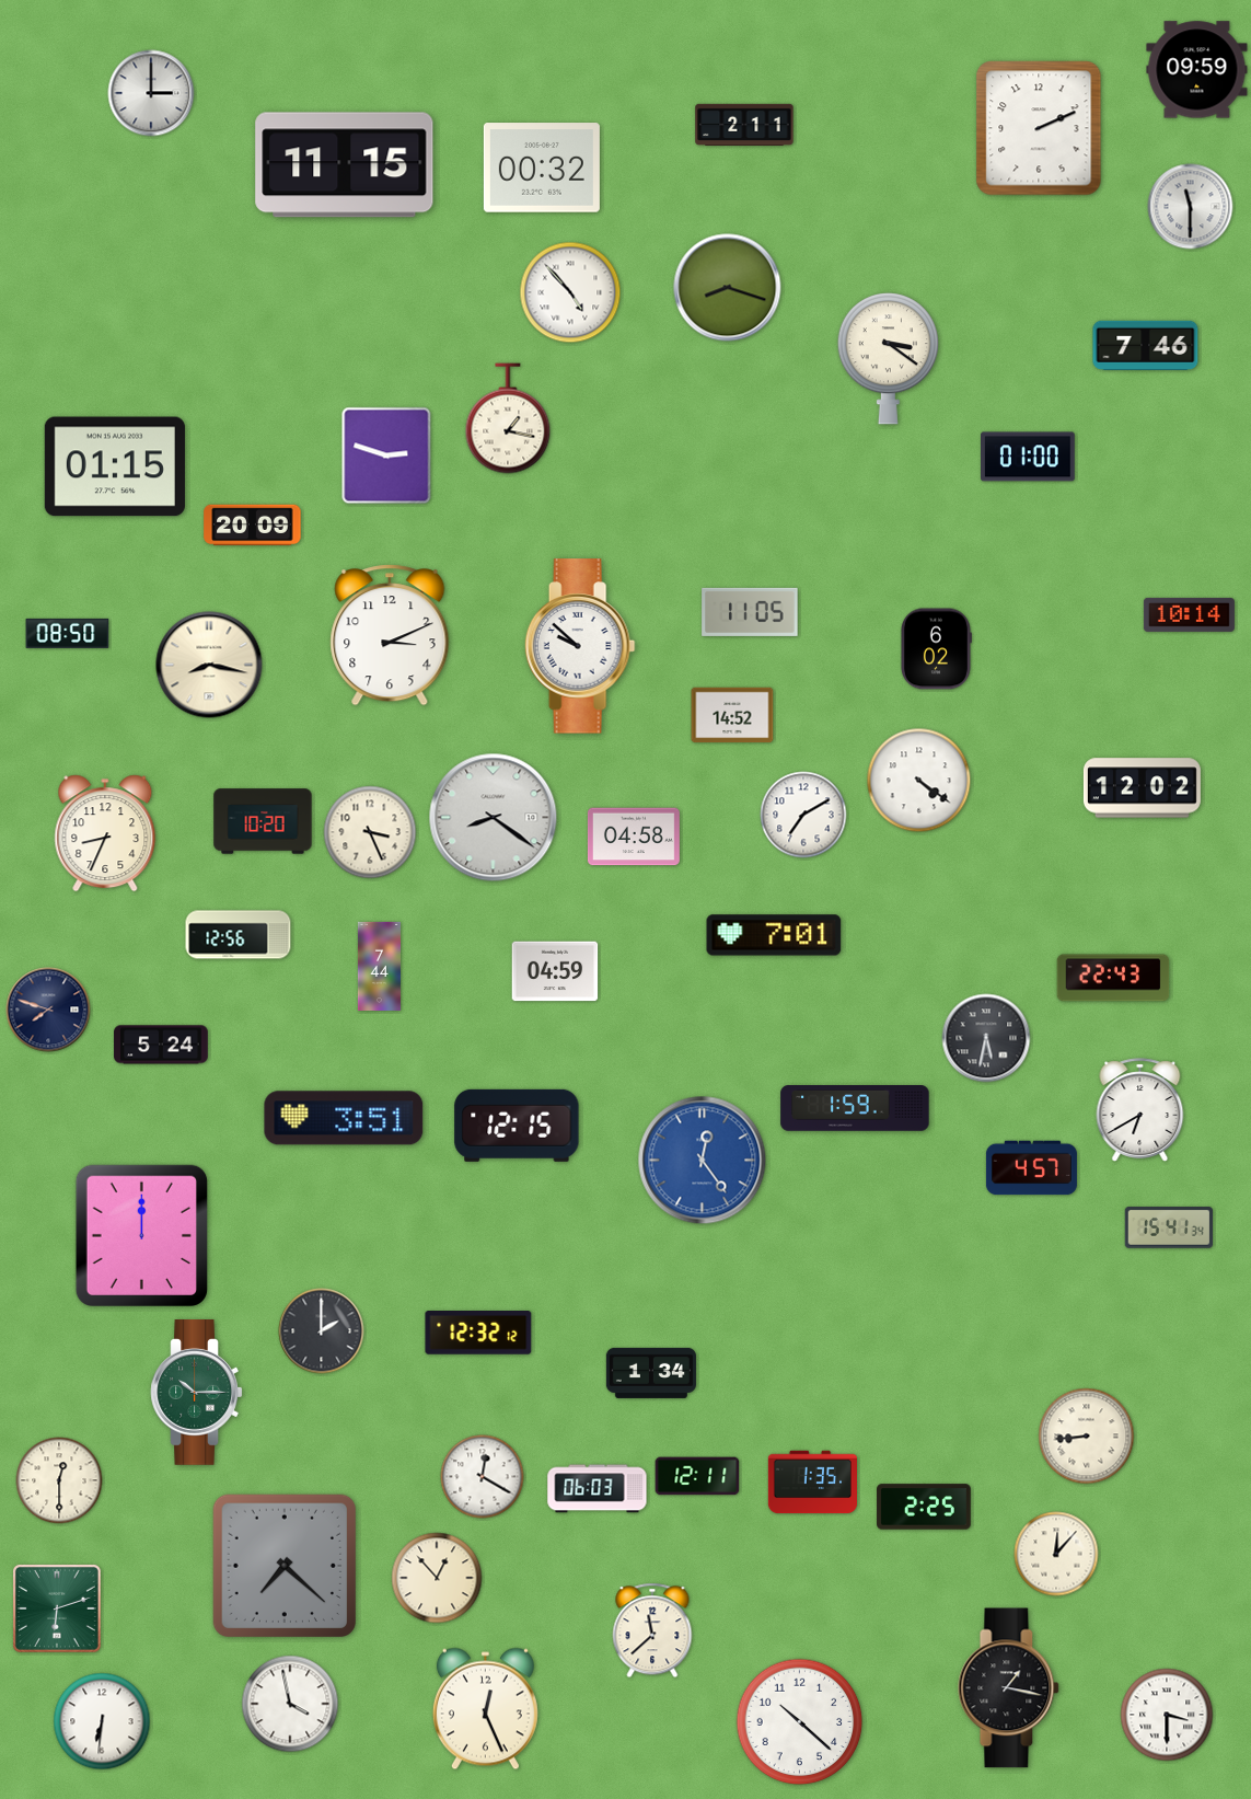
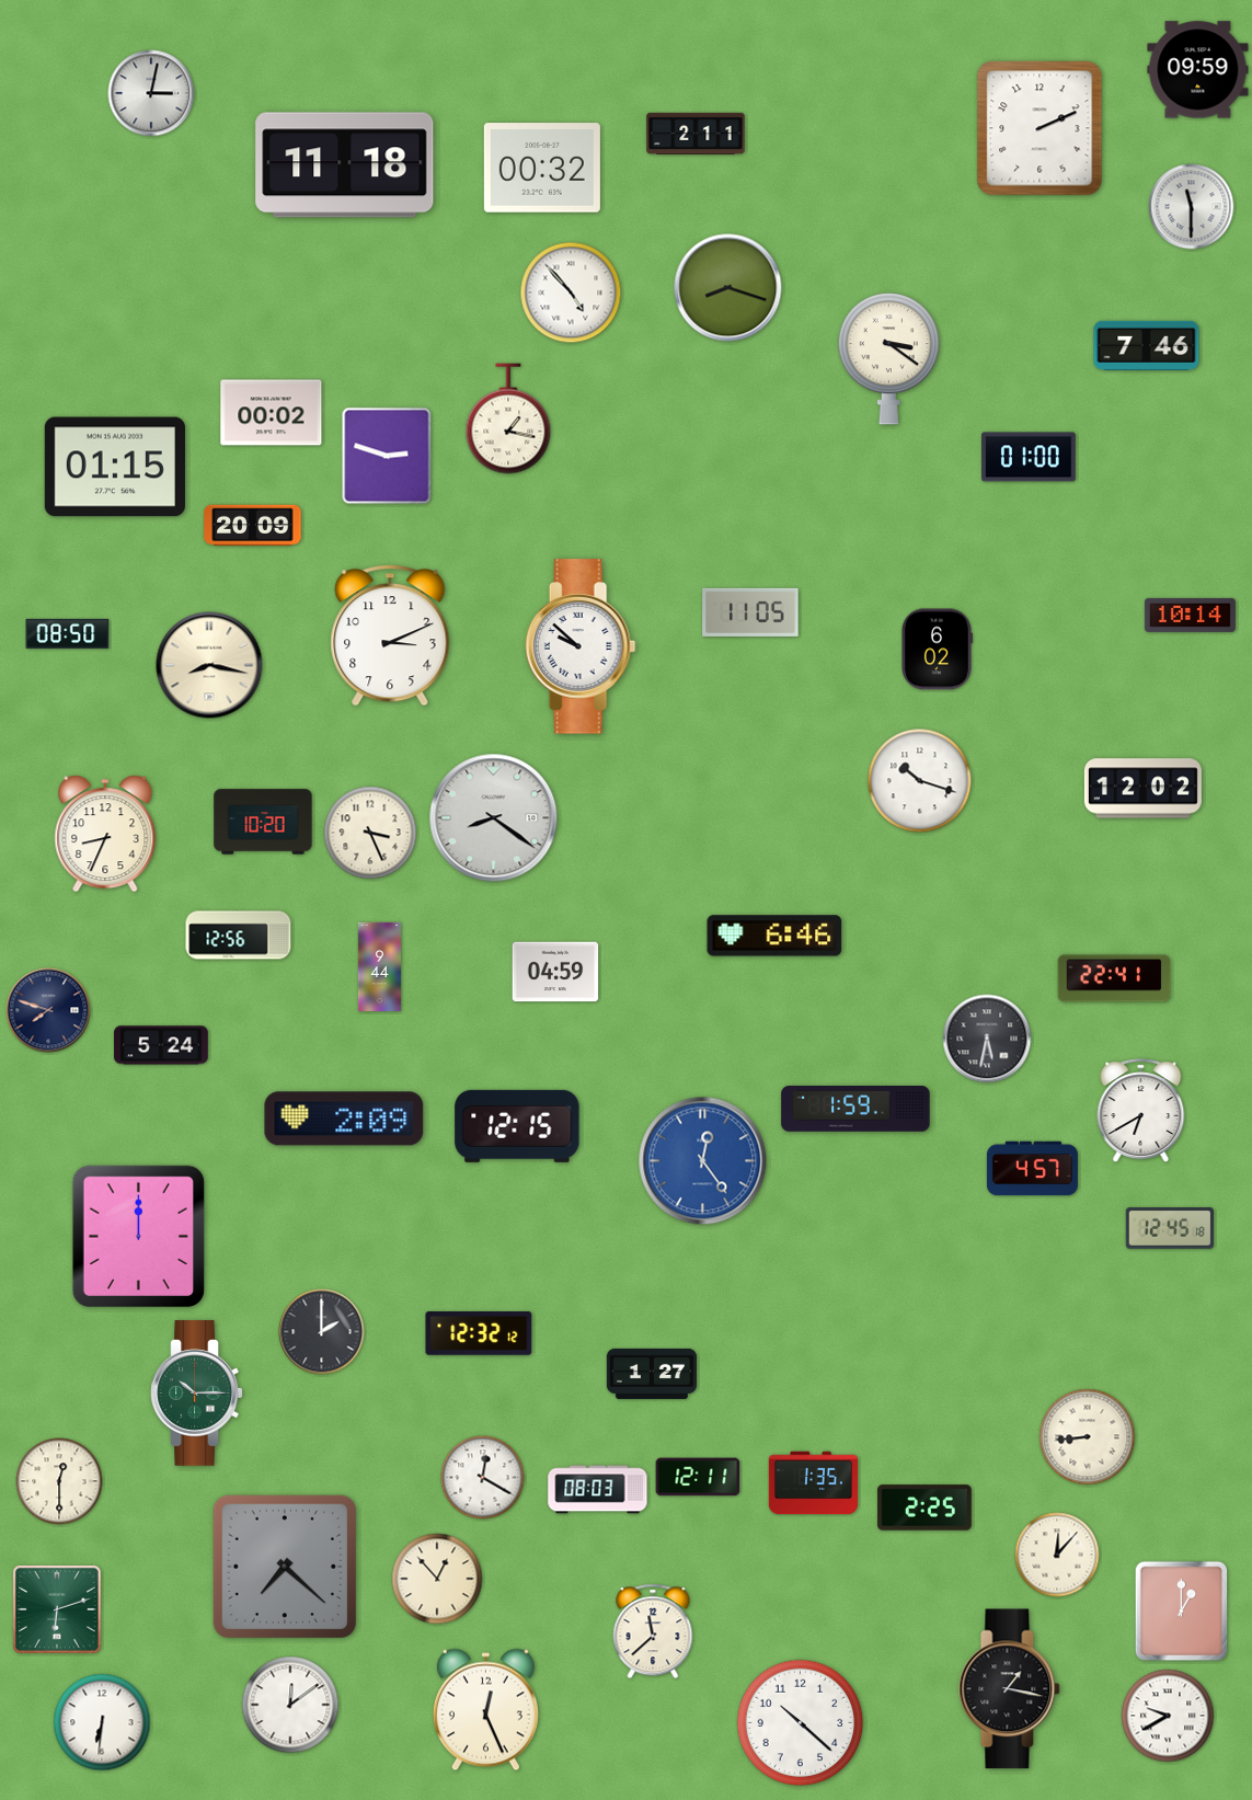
clock at (151, 93): 3:00 -> 3:02
clock at (744, 124) position: (744, 124) -> (696, 133)
clock at (345, 165): 11:15 -> 11:18
clock at (272, 413): none -> 00:02
clock at (732, 715): 14:52 -> none
clock at (919, 781): 4:21 -> 10:18
clock at (803, 815): 7:10 -> none
clock at (634, 837): 04:58 -> none
clock at (774, 935): 7:01 -> 6:46
clock at (379, 966): 7:44 -> 9:44
clock at (1113, 978): 22:43 -> 22:41
clock at (344, 1118): 3:51 -> 2:09
clock at (1168, 1227): 15:41 -> 12:45
clock at (141, 1235) position: (141, 1235) -> (138, 1236)
clock at (651, 1373): 1:34 -> 1:27
clock at (598, 1489): 06:03 -> 08:03
clock at (1182, 1612): none -> 1:00
clock at (290, 1704): 3:58 -> 12:09
clock at (1167, 1715): 3:30 -> 9:40
